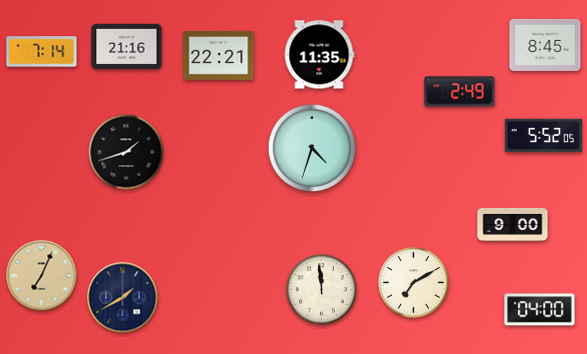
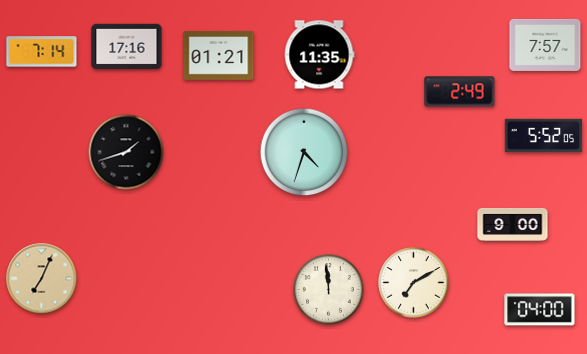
clock at (545, 45): 8:45 -> 7:57
clock at (127, 47): 21:16 -> 17:16
clock at (219, 55): 22:21 -> 01:21
clock at (312, 148) position: (312, 148) -> (304, 152)
clock at (42, 276) position: (42, 276) -> (42, 279)
clock at (322, 290) position: (322, 290) -> (329, 290)
clock at (123, 298): 1:40 -> none
